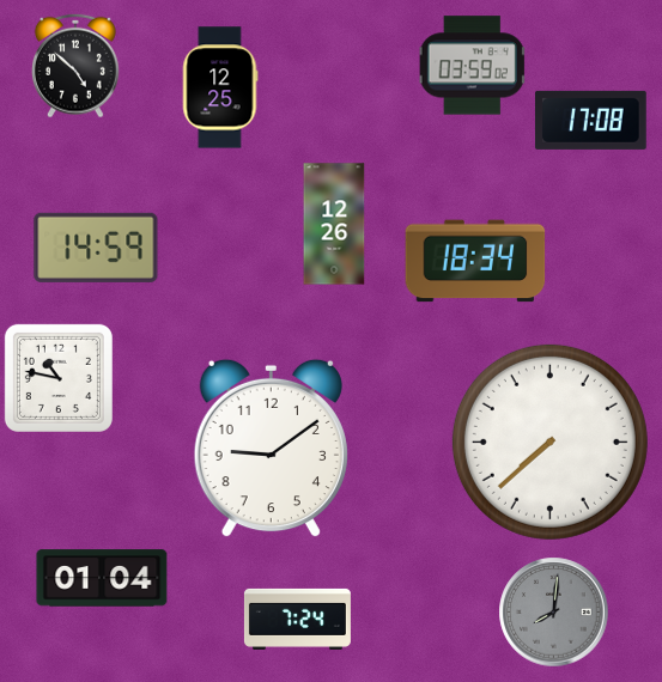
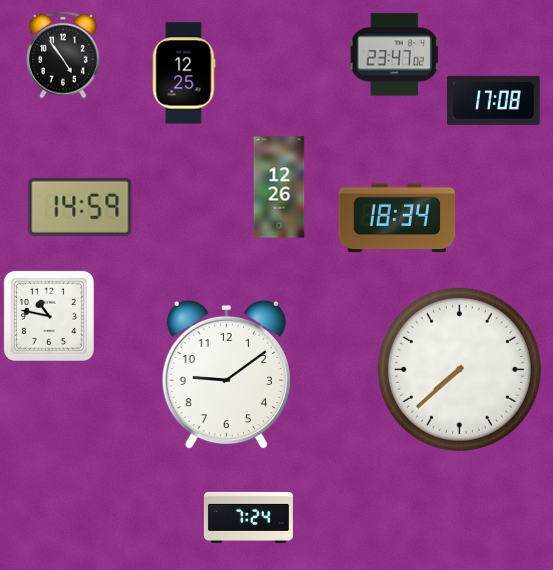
clock at (77, 66): 4:52 -> 4:54
clock at (472, 66): 03:59 -> 23:47
clock at (102, 578): 01:04 -> none
clock at (554, 613): 8:01 -> none
